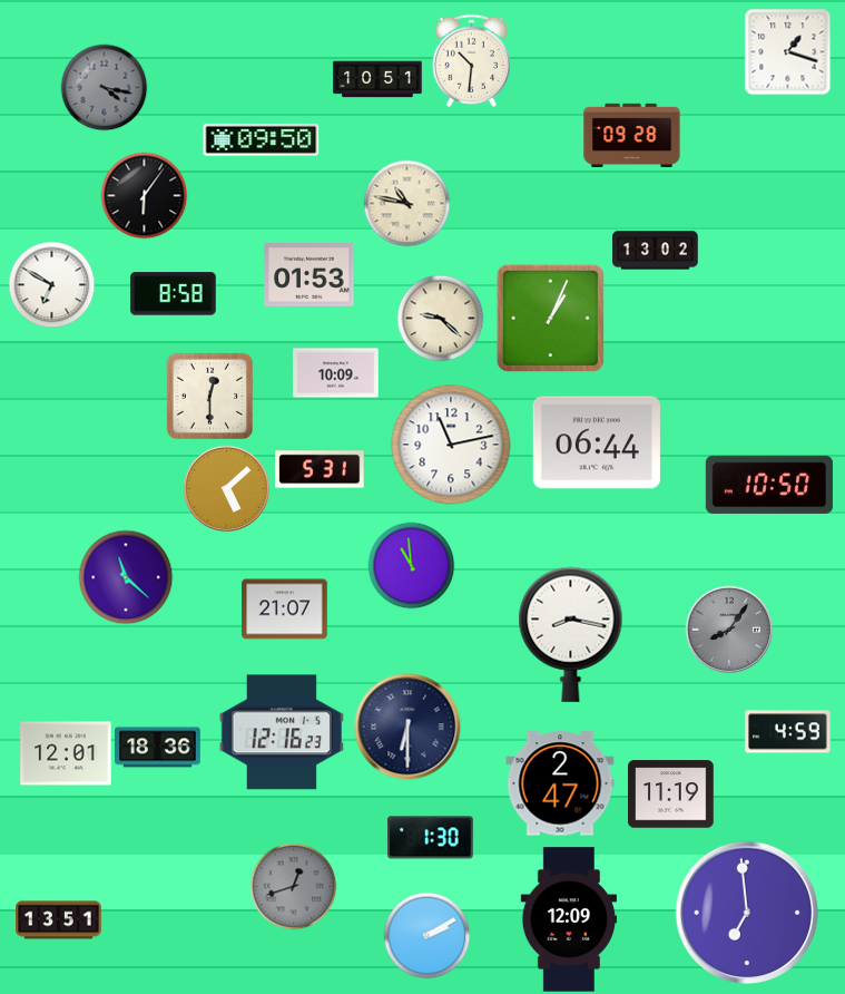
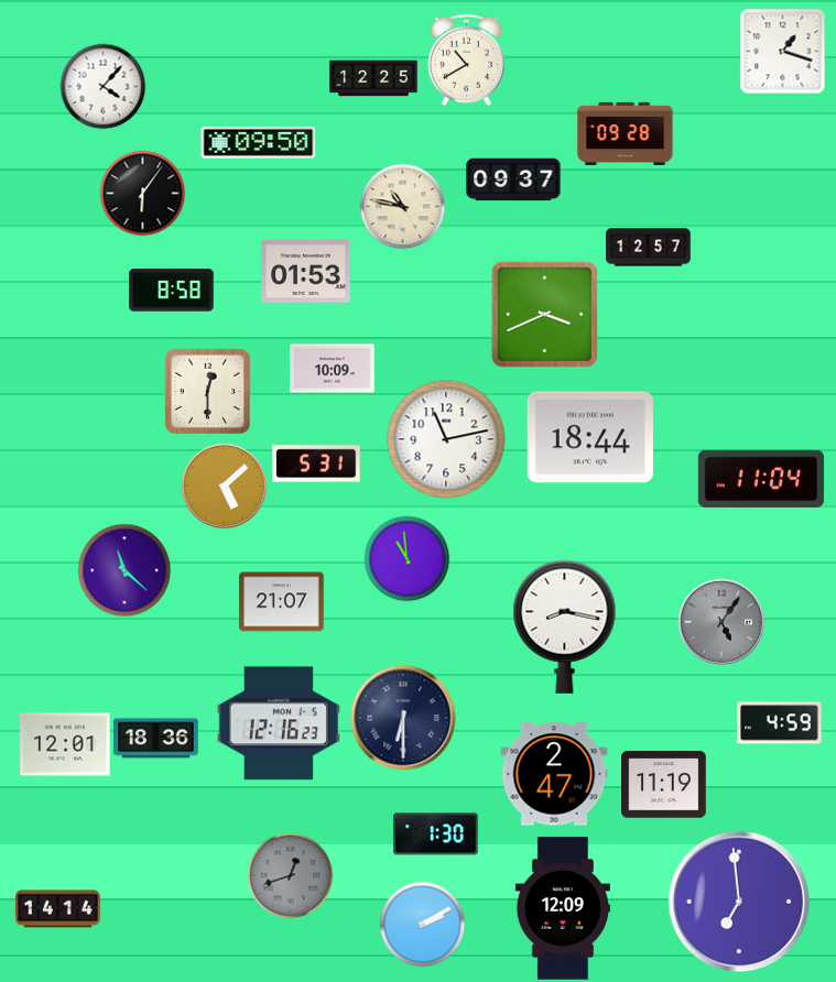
clock at (787, 51) position: (787, 51) -> (782, 51)
clock at (471, 60): 10:31 -> 10:40
clock at (377, 79): 10:51 -> 12:25
clock at (104, 87): 4:17 -> 4:07
clock at (104, 87) dial: grey -> white
clock at (262, 139) position: (262, 139) -> (259, 142)
clock at (513, 179): none -> 09:37
clock at (406, 203) position: (406, 203) -> (402, 206)
clock at (656, 251): 13:02 -> 12:57
clock at (51, 284): 6:50 -> none
clock at (440, 318): 9:22 -> none
clock at (550, 318): 1:04 -> 3:41
clock at (597, 442): 06:44 -> 18:44
clock at (769, 485): 10:50 -> 11:04
clock at (226, 488) position: (226, 488) -> (224, 485)
clock at (729, 630): 8:06 -> 5:06
clock at (431, 838) position: (431, 838) -> (436, 834)
clock at (59, 920): 13:51 -> 14:14
